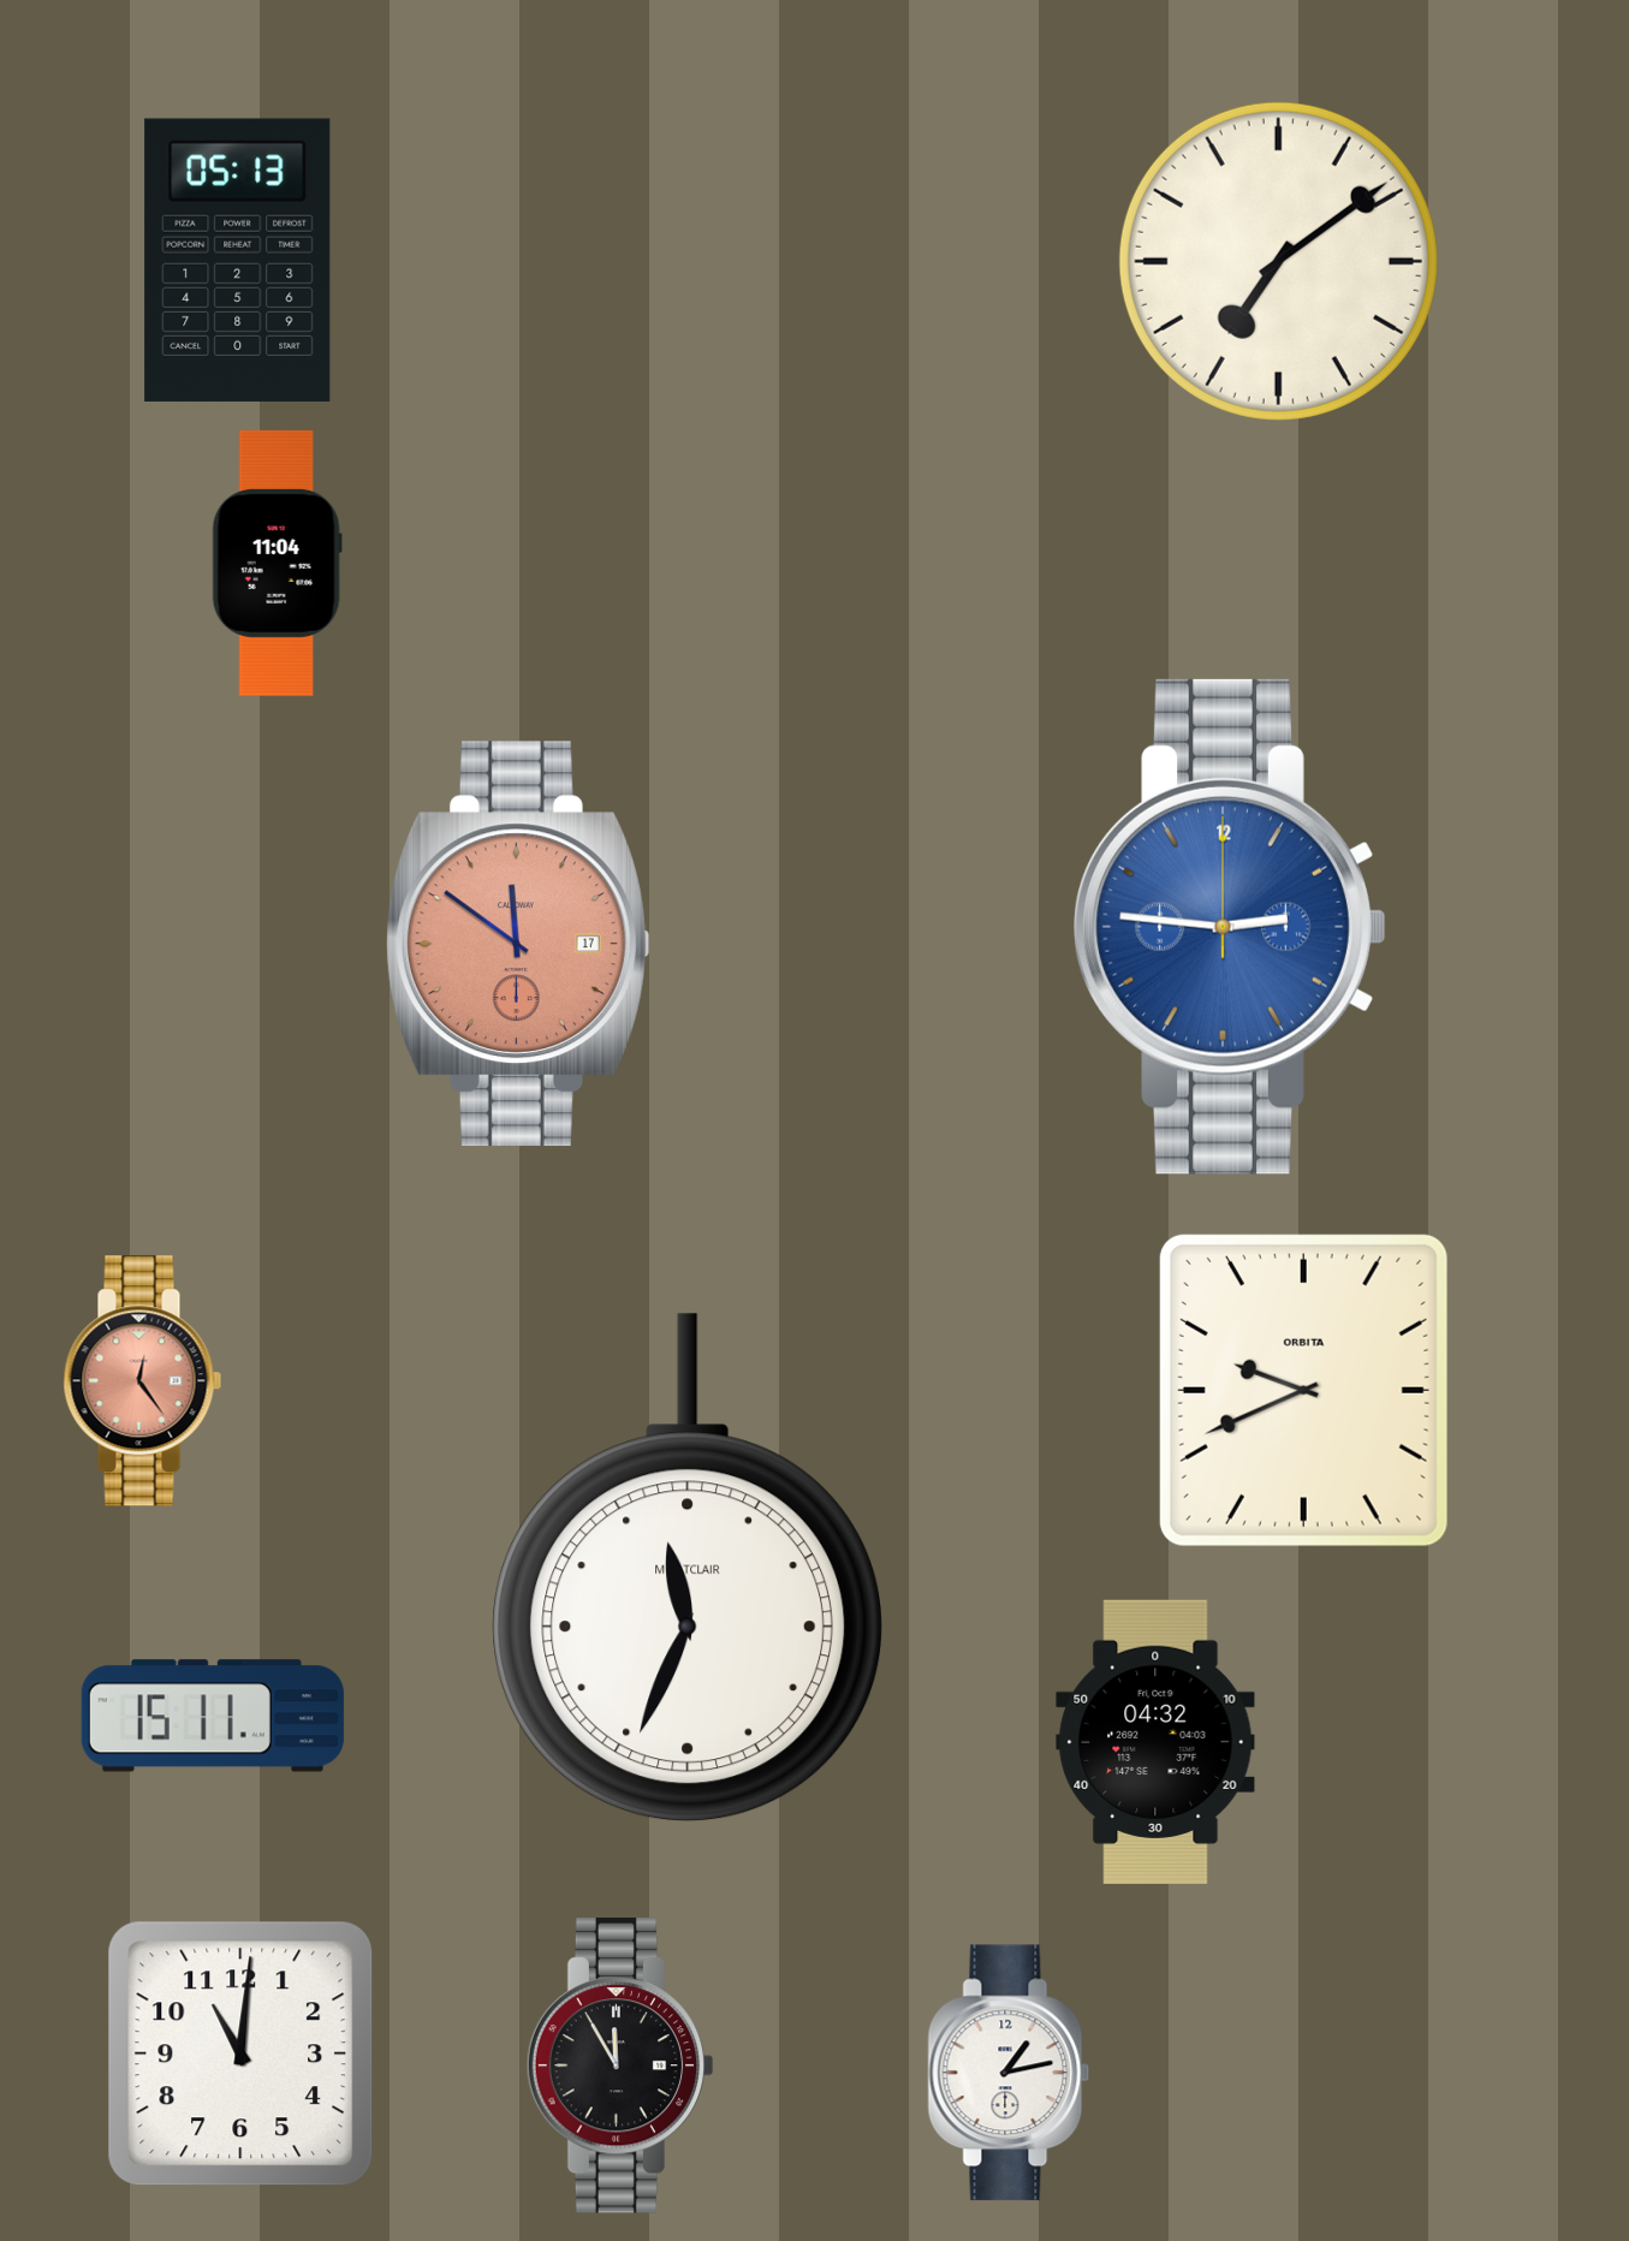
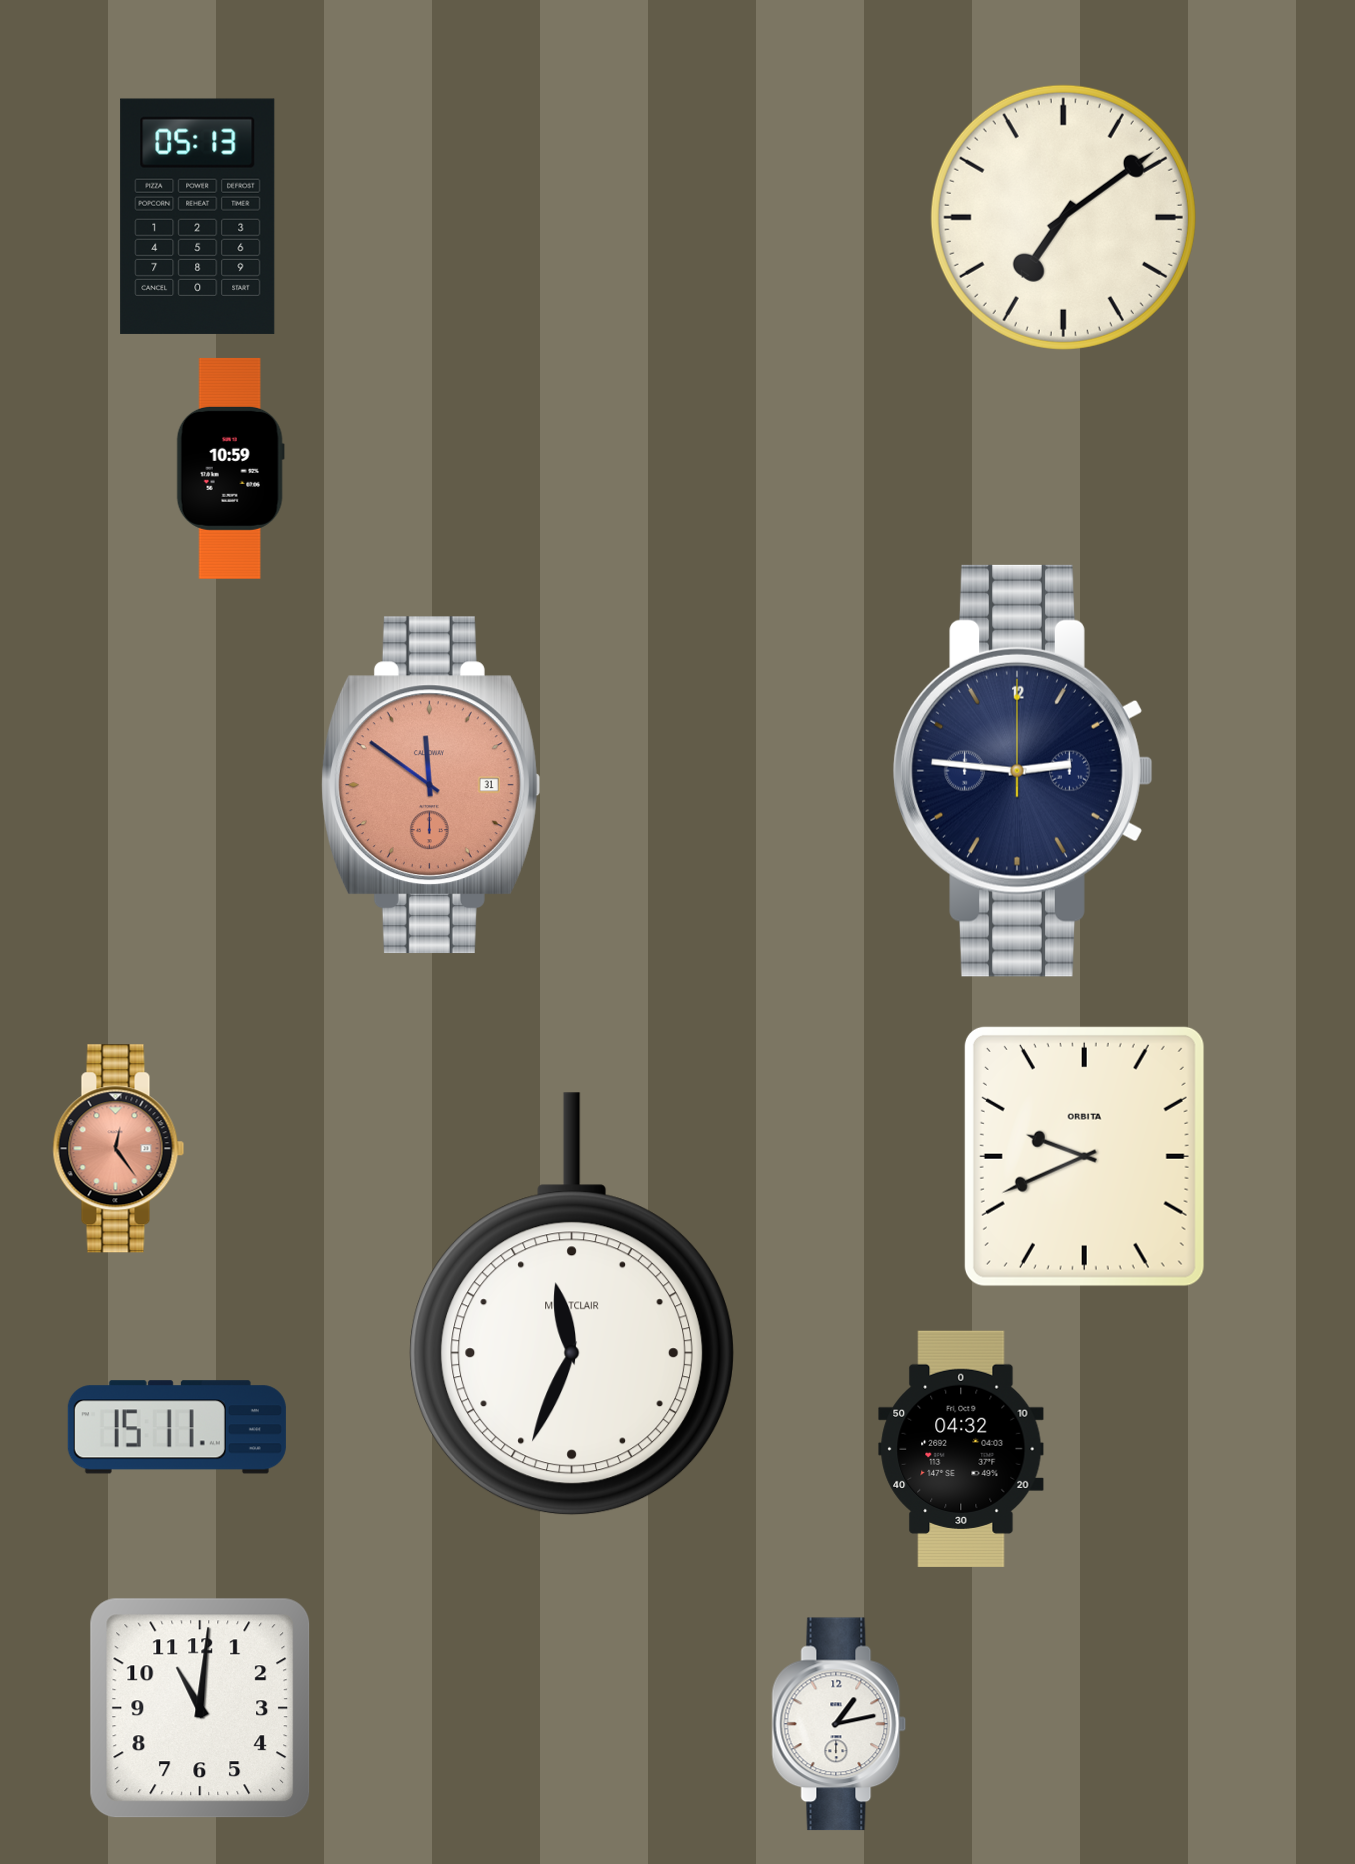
clock at (277, 563): 11:04 -> 10:59
clock at (1230, 927) dial: blue -> navy
clock at (518, 944) date: 17 -> 31
clock at (620, 2065): 11:55 -> none
